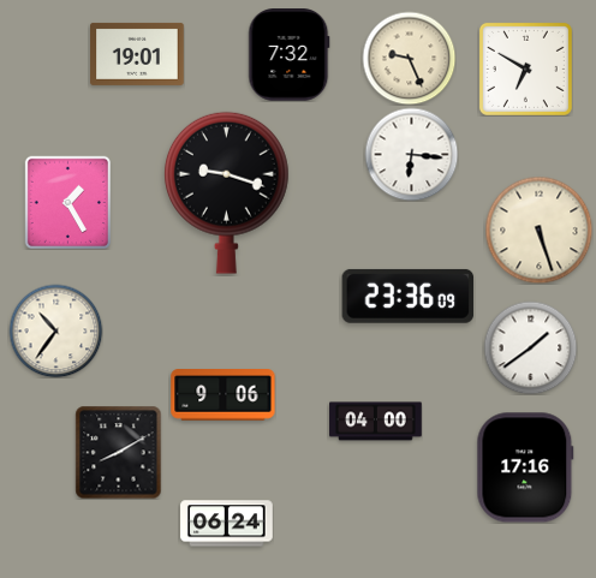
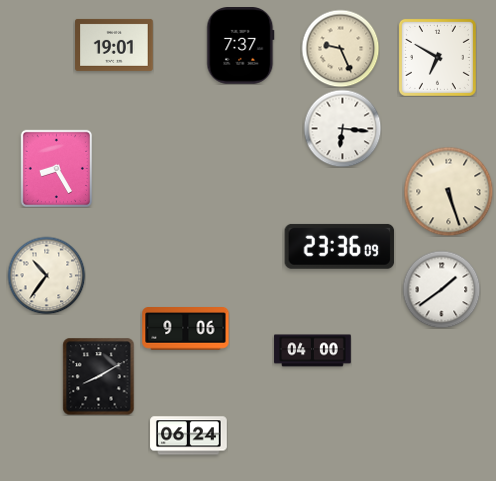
clock at (290, 55): 7:32 -> 7:37
clock at (226, 192): 9:18 -> none
clock at (68, 202): 1:25 -> 8:25
clock at (525, 467): 17:16 -> none
